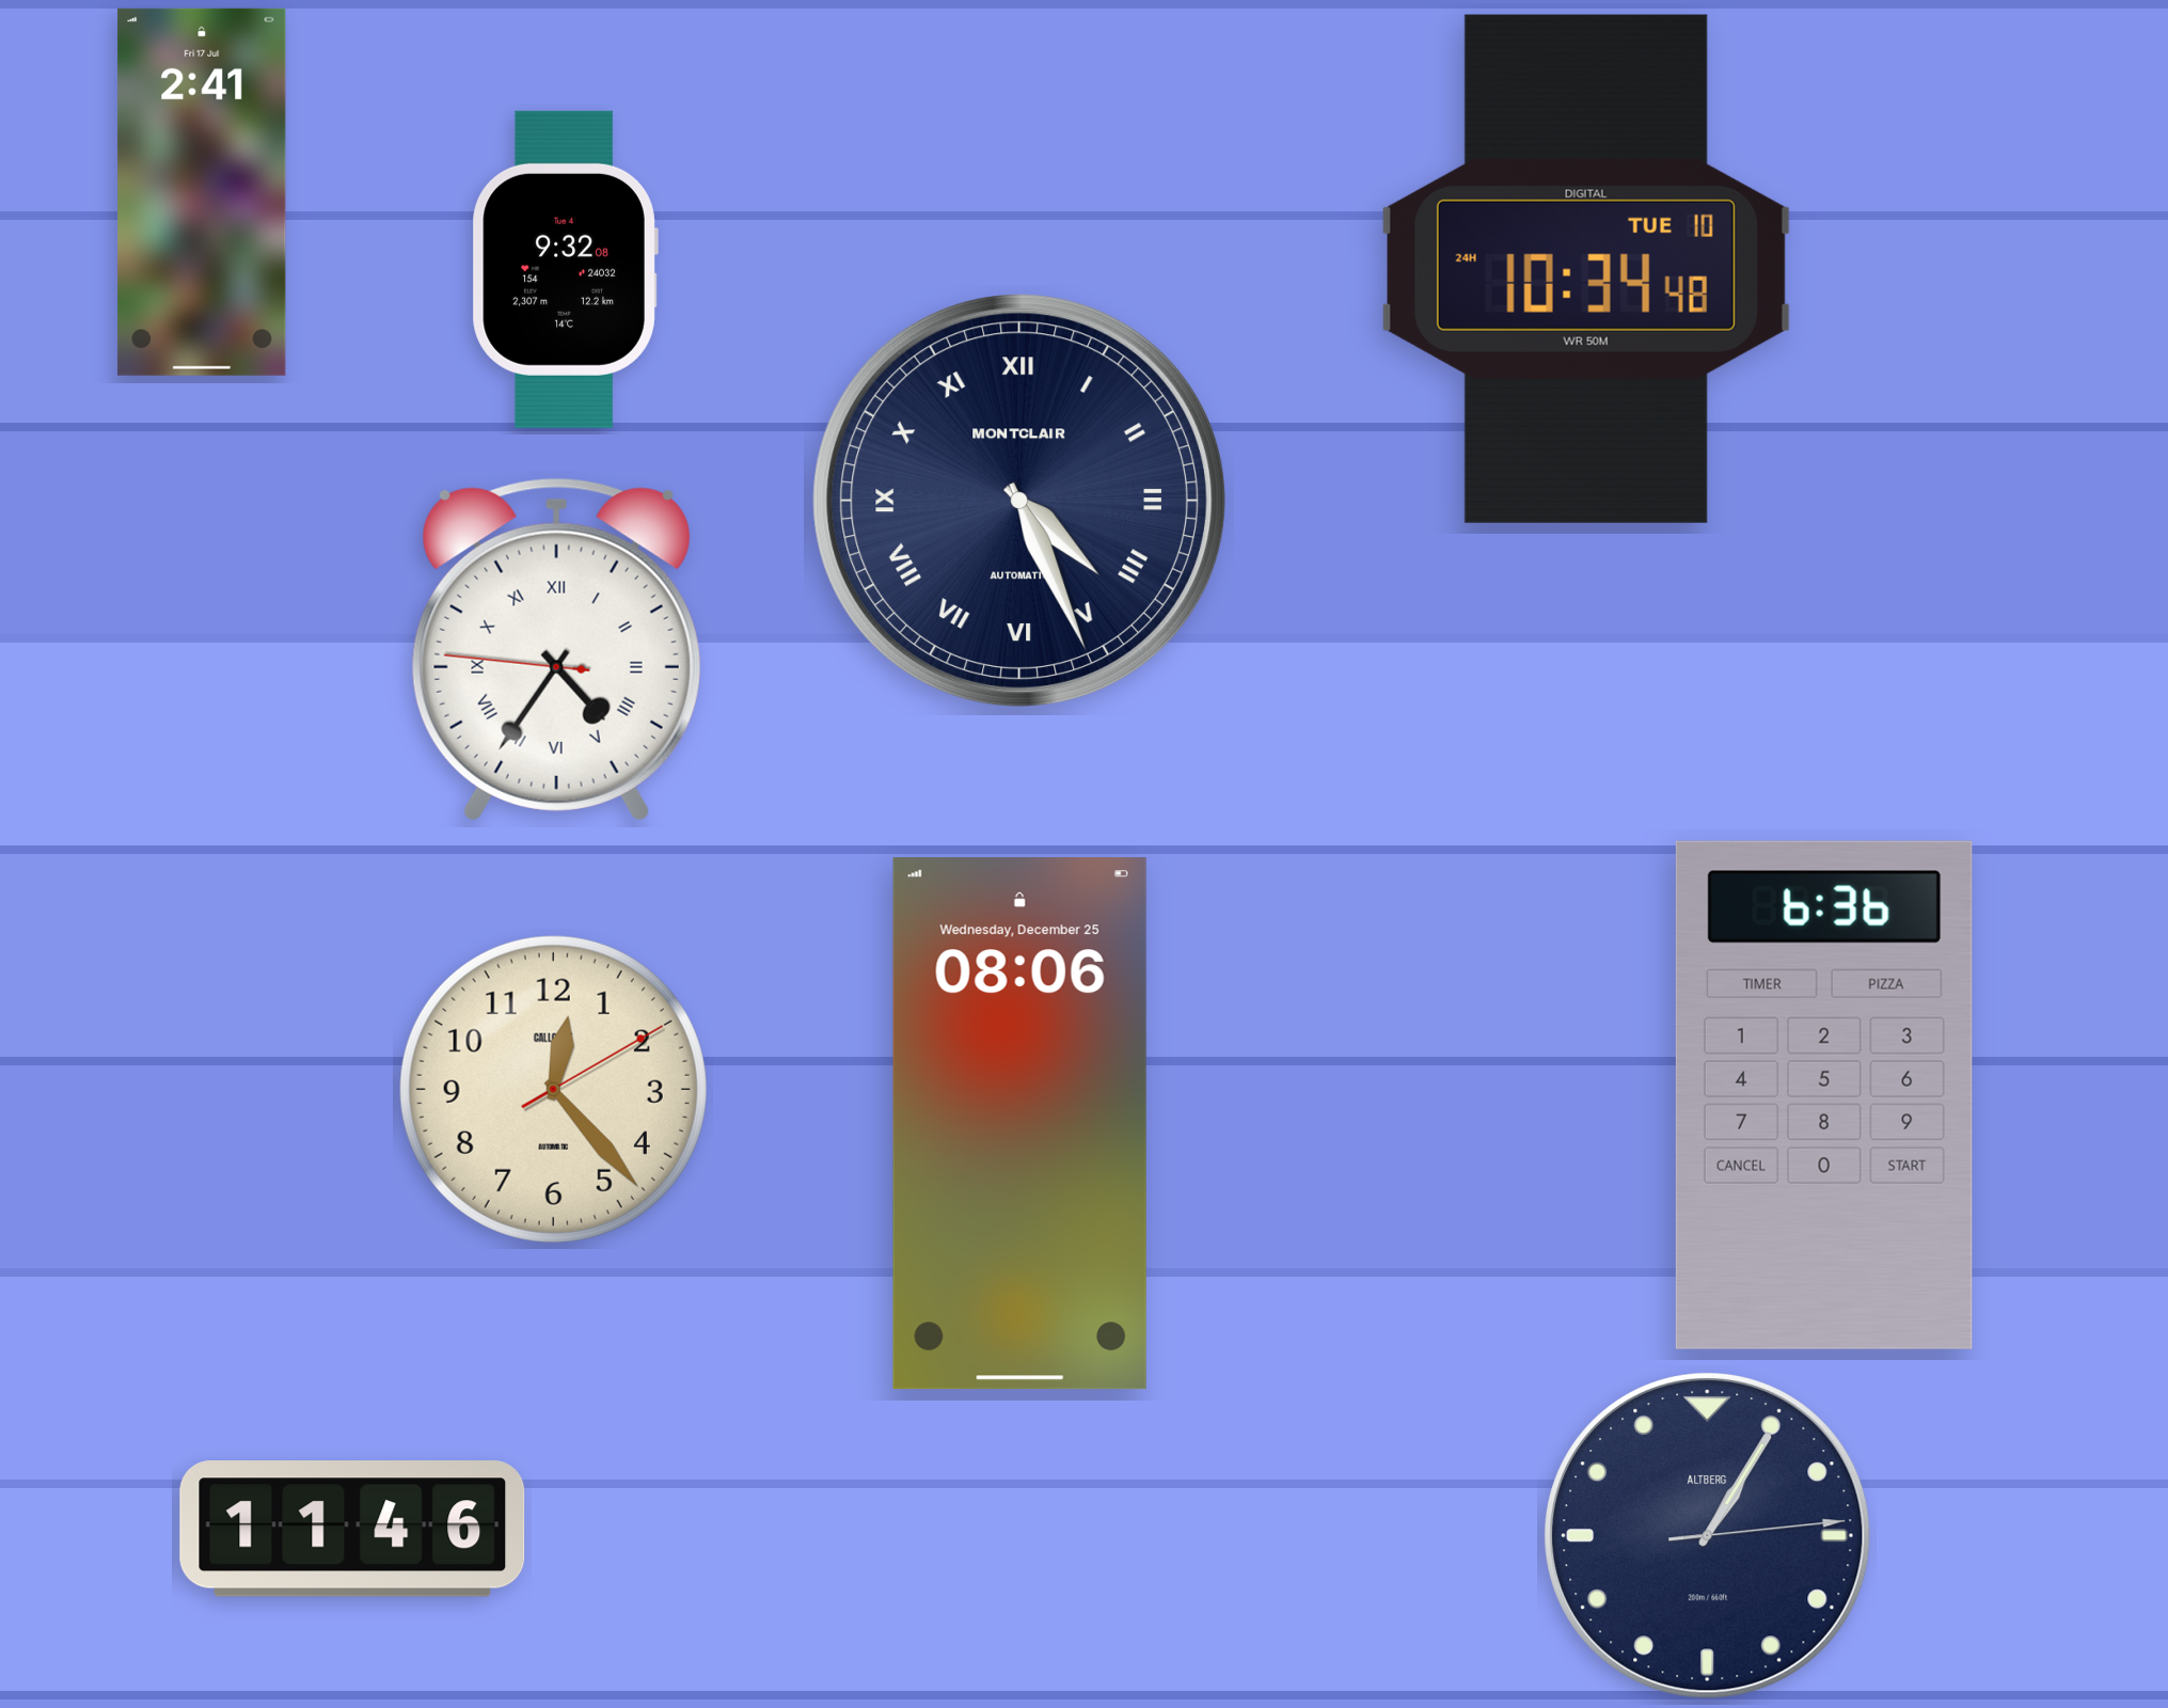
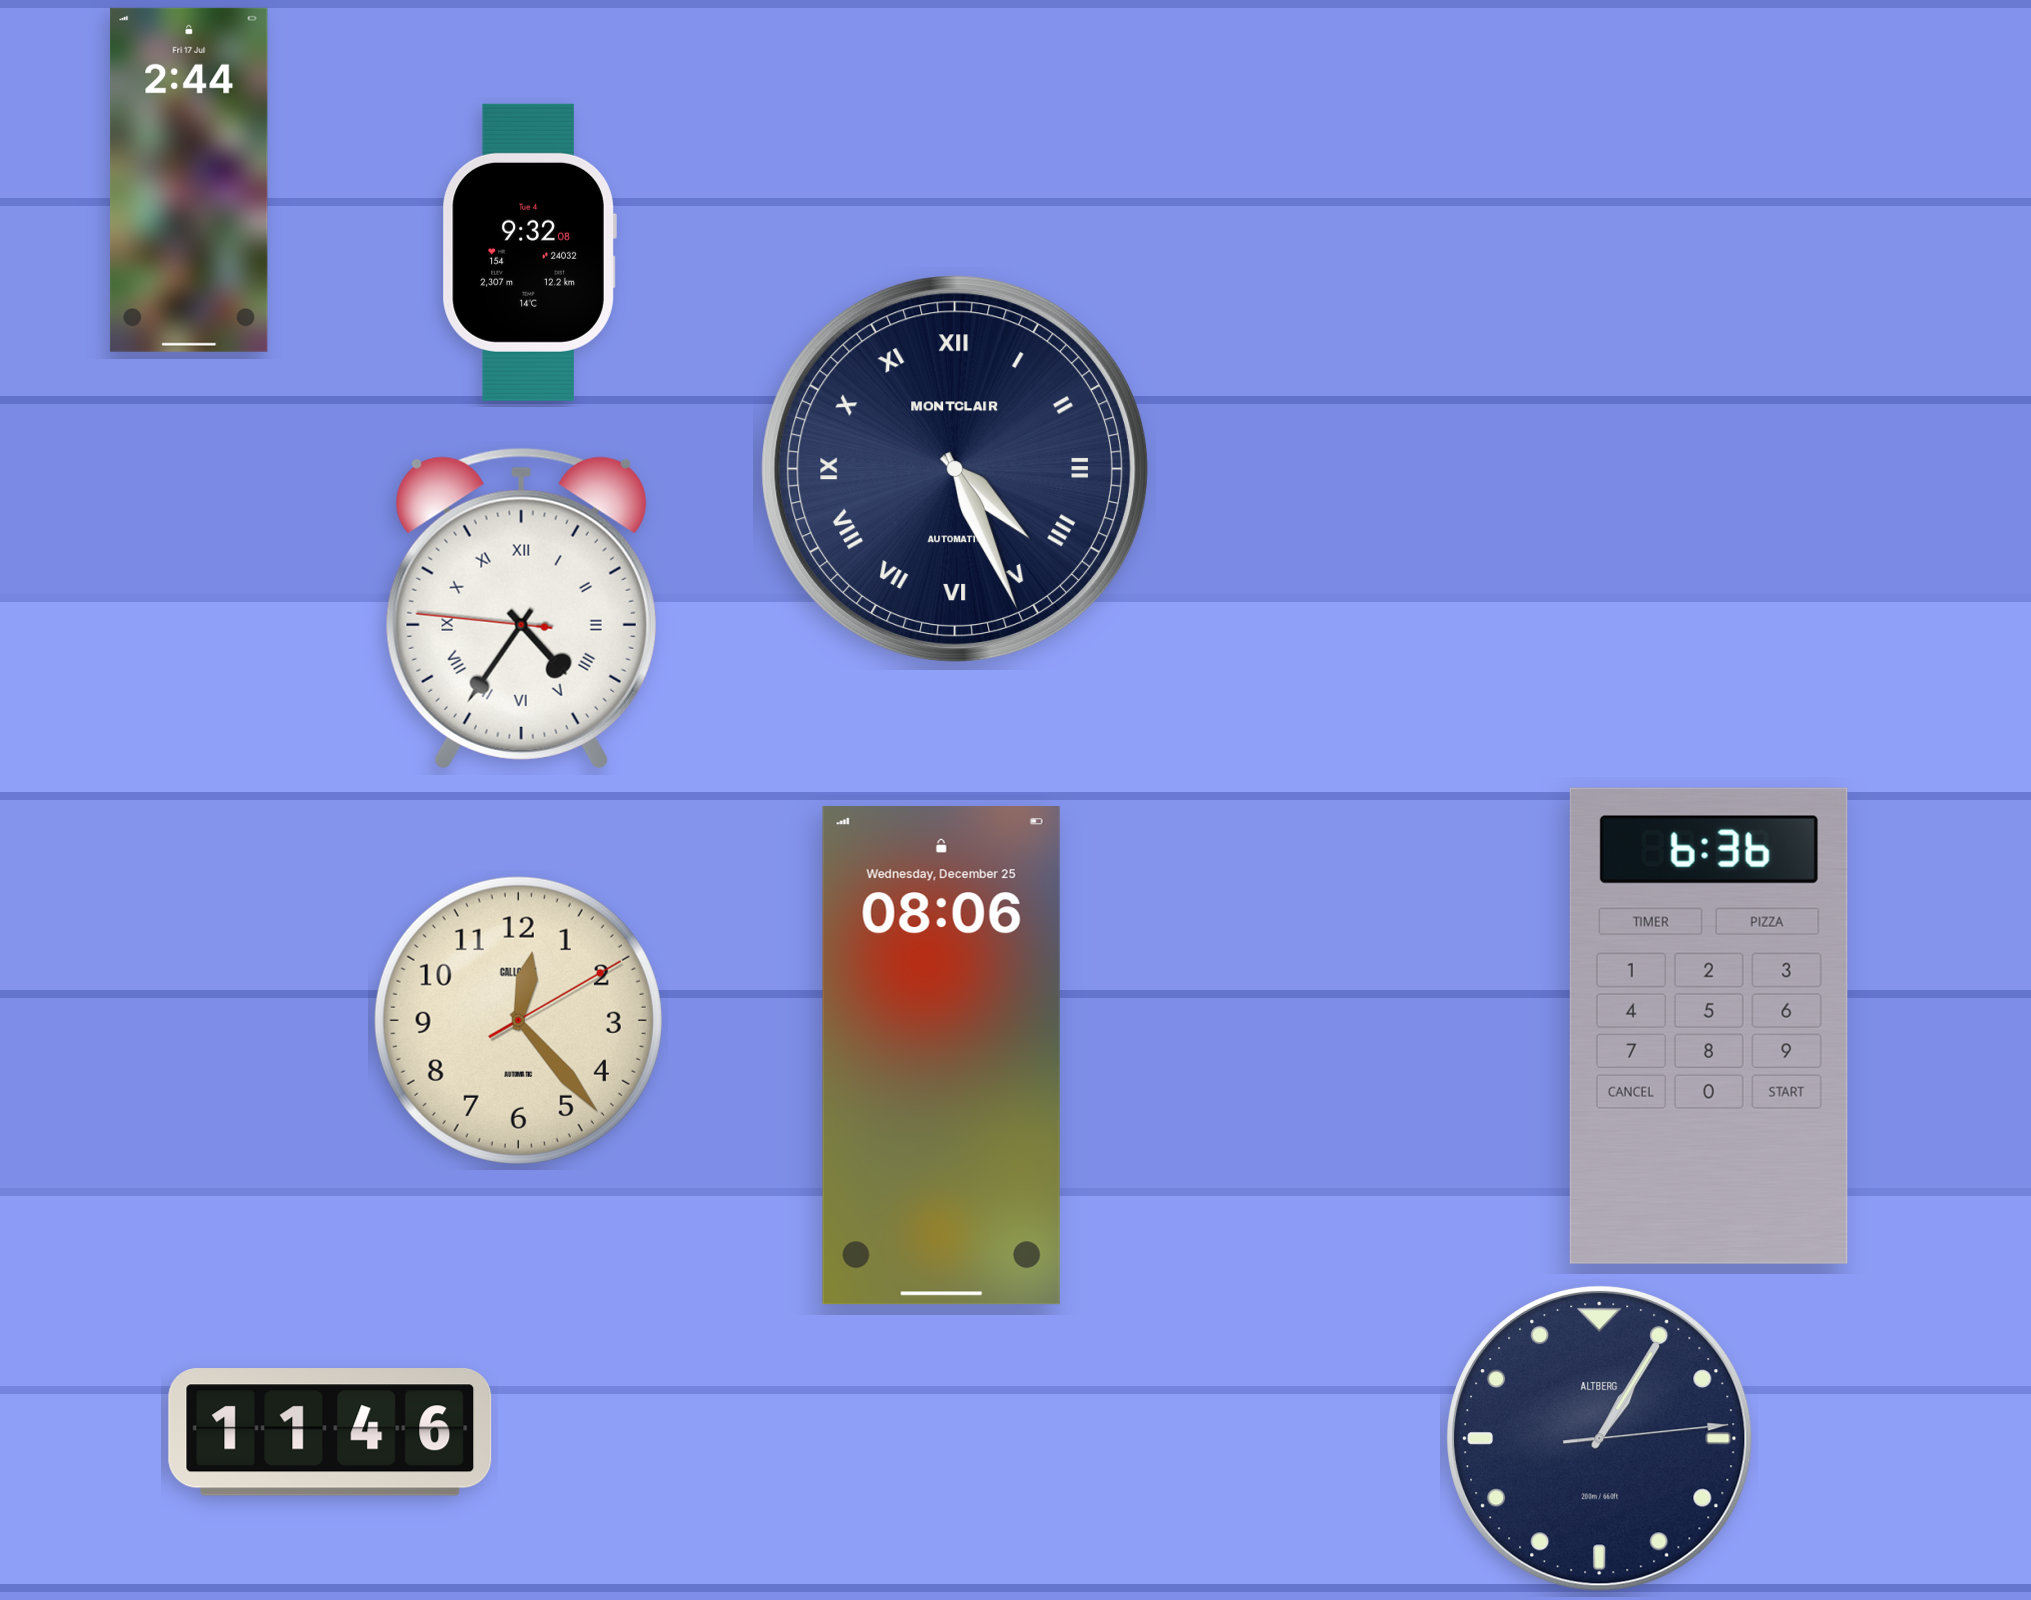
clock at (202, 192): 2:41 -> 2:44
clock at (1586, 269): 10:34 -> none
clock at (1019, 1124) position: (1019, 1124) -> (941, 1056)
